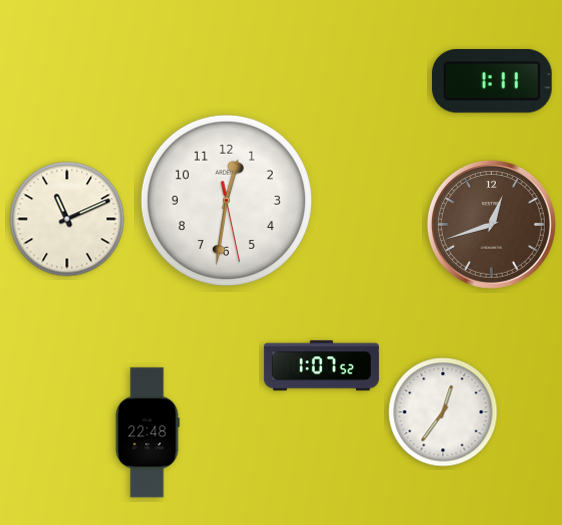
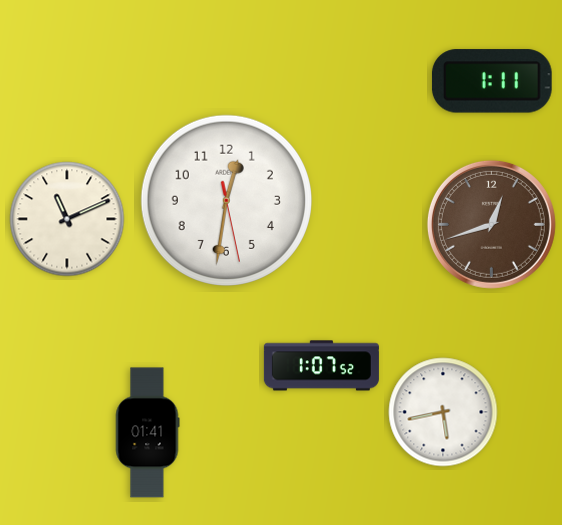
clock at (443, 412): 12:36 -> 5:43
clock at (147, 433): 22:48 -> 01:41
